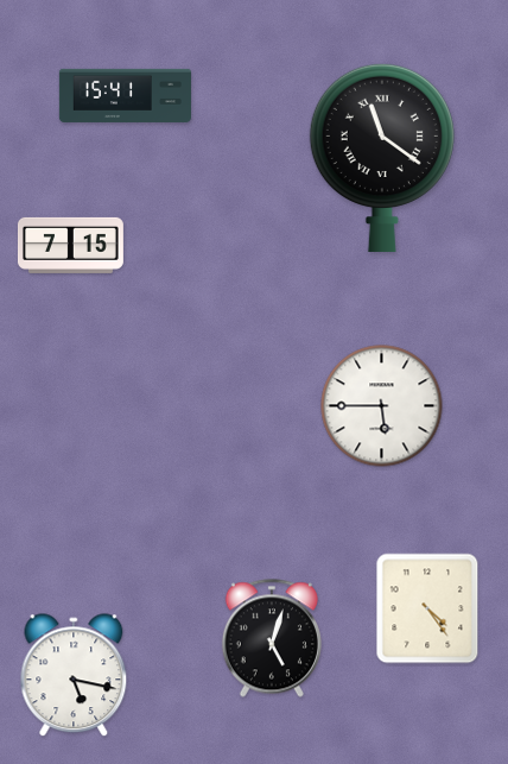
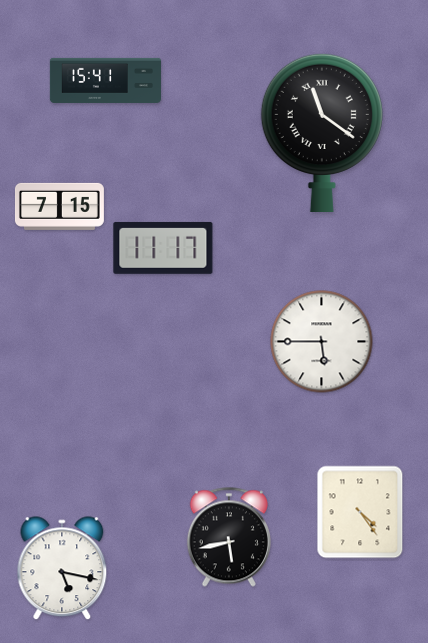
clock at (163, 248): none -> 11:17
clock at (272, 638): 5:03 -> 5:43
